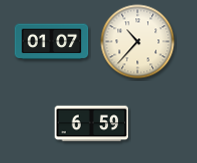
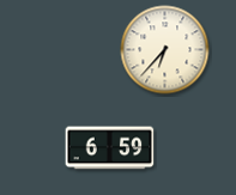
clock at (52, 42): 01:07 -> none
clock at (138, 42): 10:37 -> 6:37
